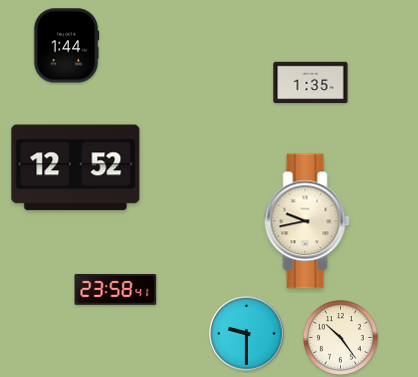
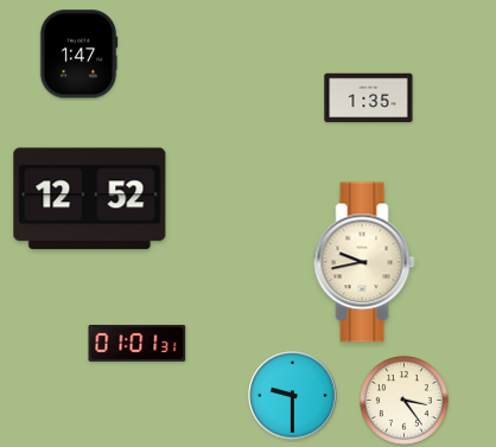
clock at (66, 46): 1:44 -> 1:47
clock at (116, 289): 23:58 -> 01:01
clock at (341, 338): 10:24 -> 3:24
